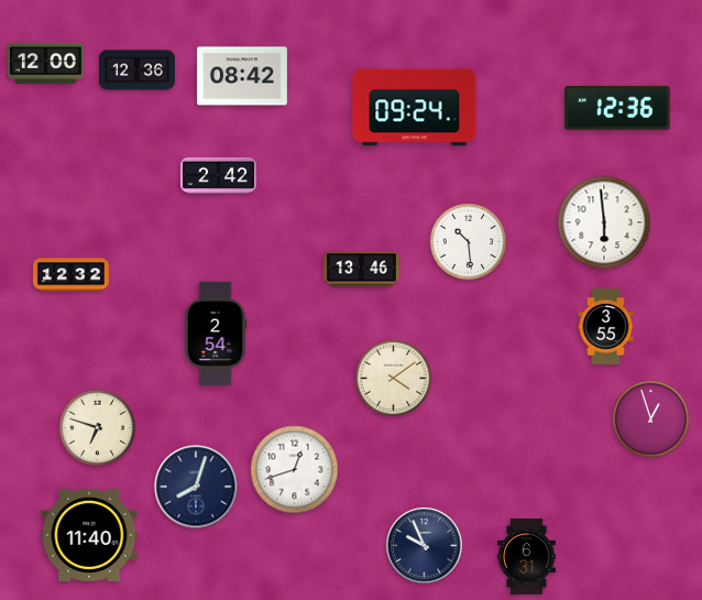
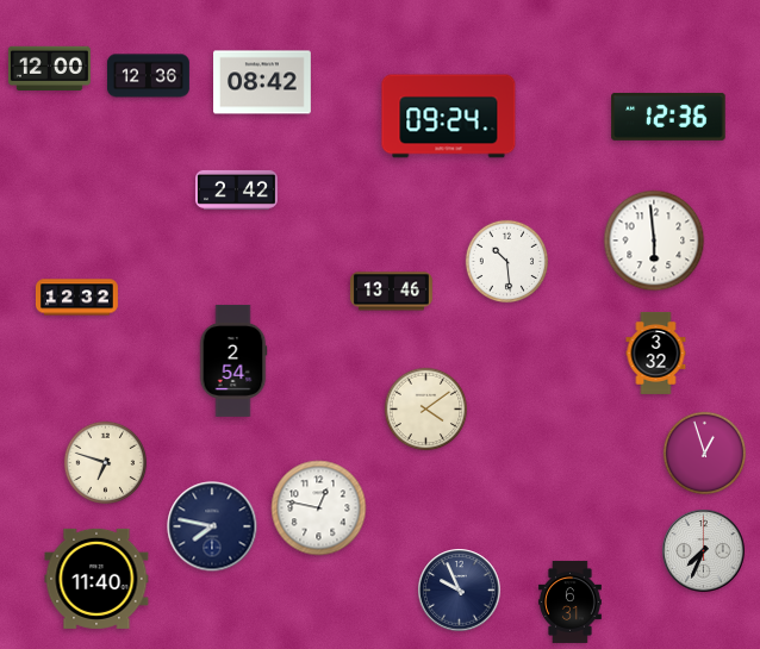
clock at (606, 326): 3:55 -> 3:32
clock at (295, 470): 12:42 -> 12:47
clock at (196, 487): 8:03 -> 7:47
clock at (704, 551): none -> 7:34
